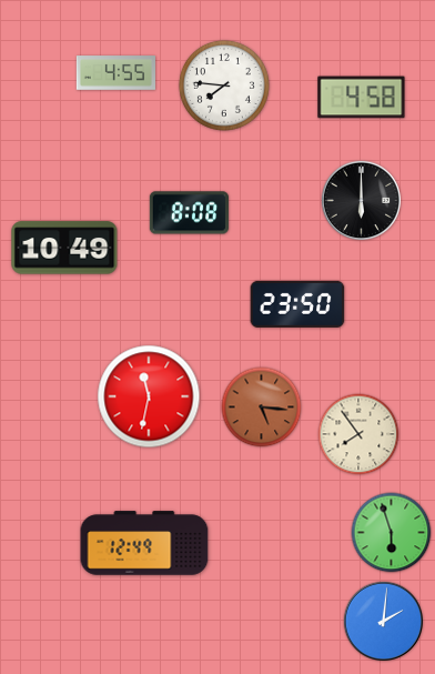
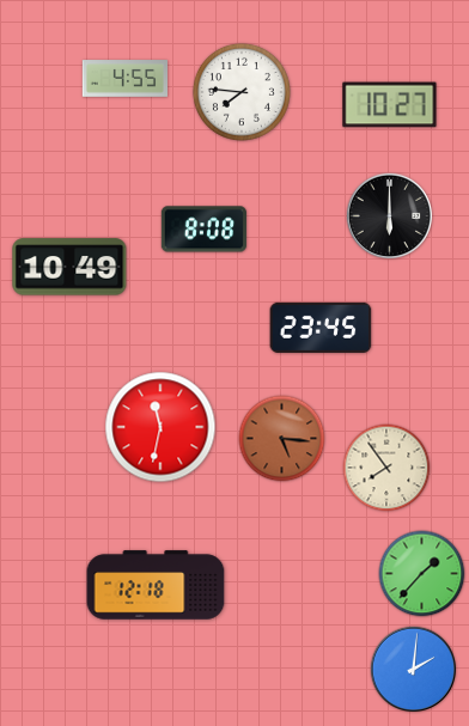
clock at (362, 98): 4:58 -> 10:27
clock at (297, 304): 23:50 -> 23:45
clock at (392, 533): 5:57 -> 1:37
clock at (144, 543): 12:49 -> 12:18
